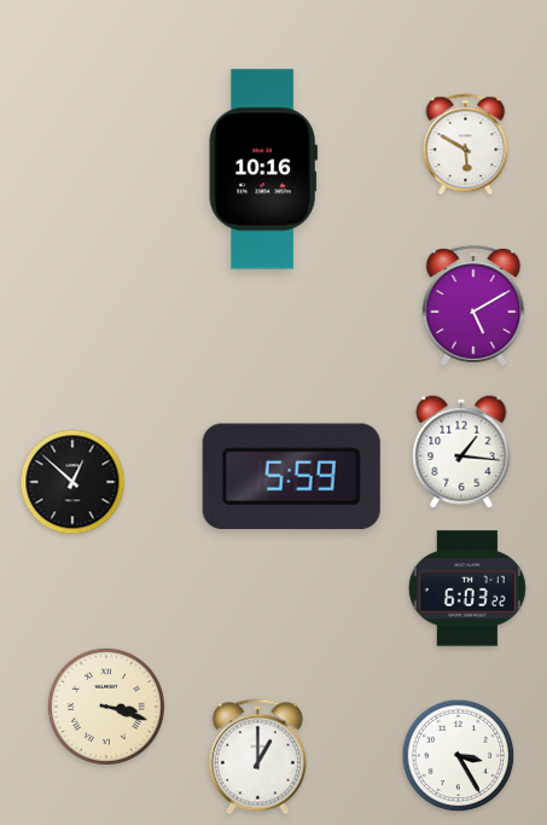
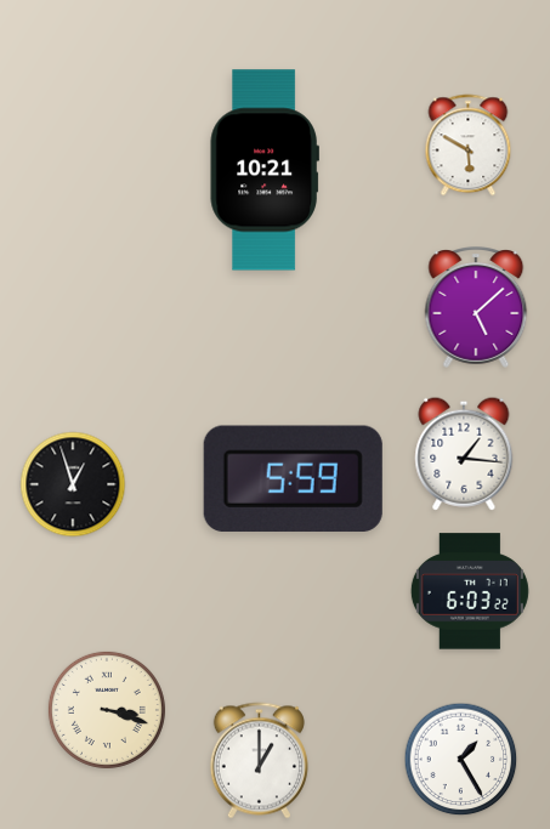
clock at (263, 169): 10:16 -> 10:21
clock at (473, 307): 5:10 -> 5:08
clock at (72, 482): 12:52 -> 12:57
clock at (459, 756): 3:25 -> 1:25
